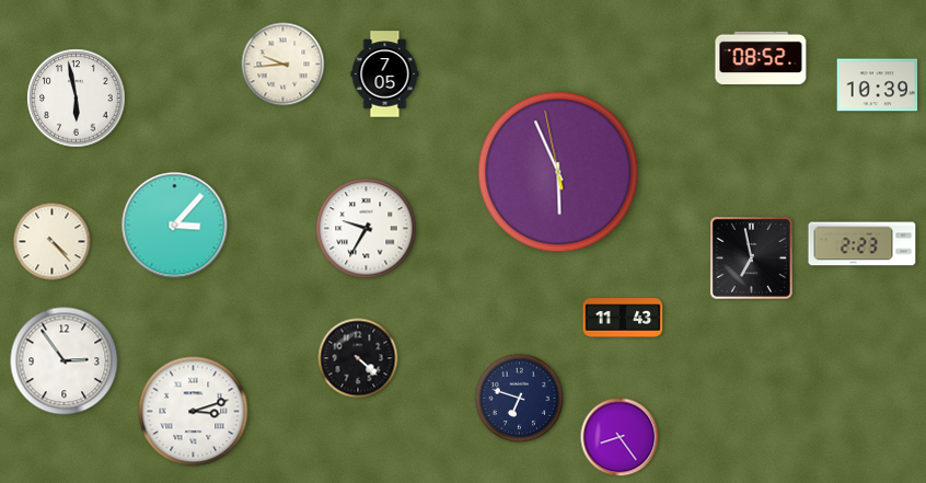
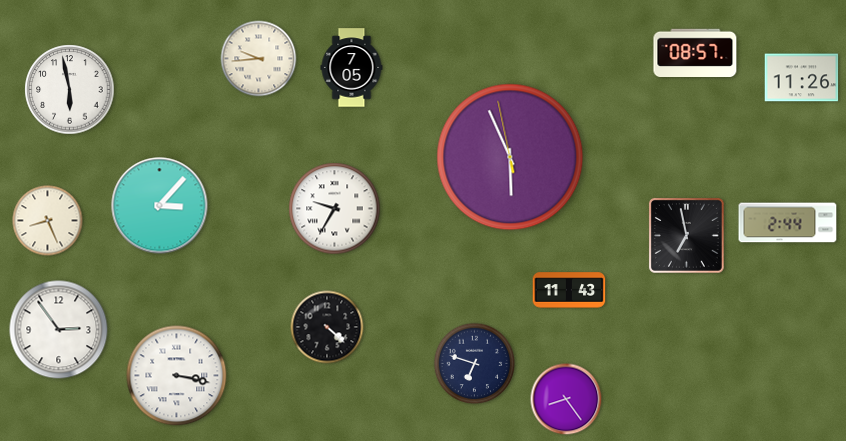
clock at (761, 57): 08:52 -> 08:57
clock at (878, 85): 10:39 -> 11:26
clock at (53, 242): 4:23 -> 8:26
clock at (863, 244): 2:23 -> 2:44
clock at (194, 412): 3:12 -> 3:17
